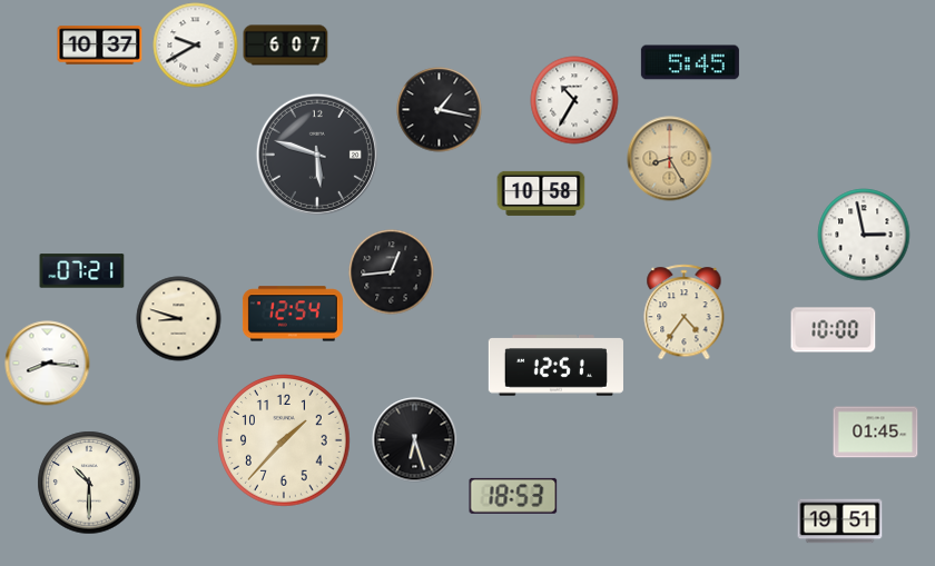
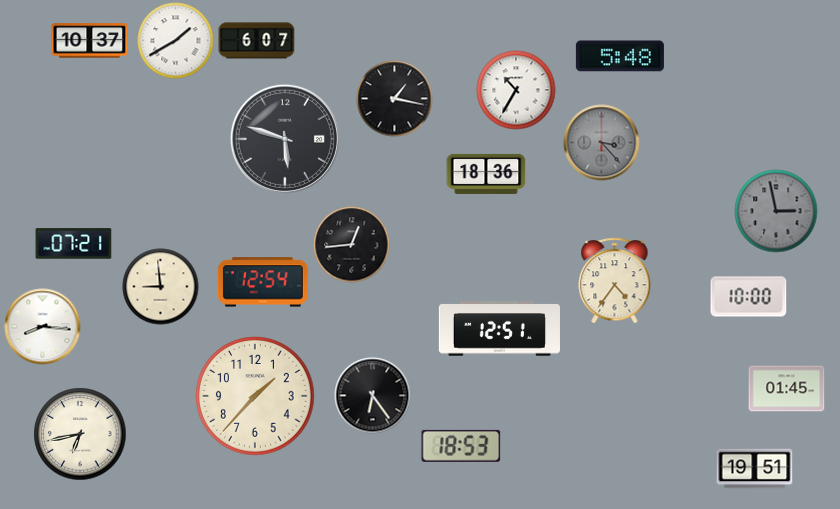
clock at (196, 46): 9:40 -> 1:40
clock at (690, 62): 5:45 -> 5:48
clock at (670, 159): 8:25 -> 3:23
clock at (670, 159) dial: champagne -> grey
clock at (541, 193): 10:58 -> 18:36
clock at (864, 235) dial: white -> grey
clock at (179, 319): 8:48 -> 8:59
clock at (415, 440): 6:27 -> 6:24
clock at (89, 483): 10:30 -> 6:43
